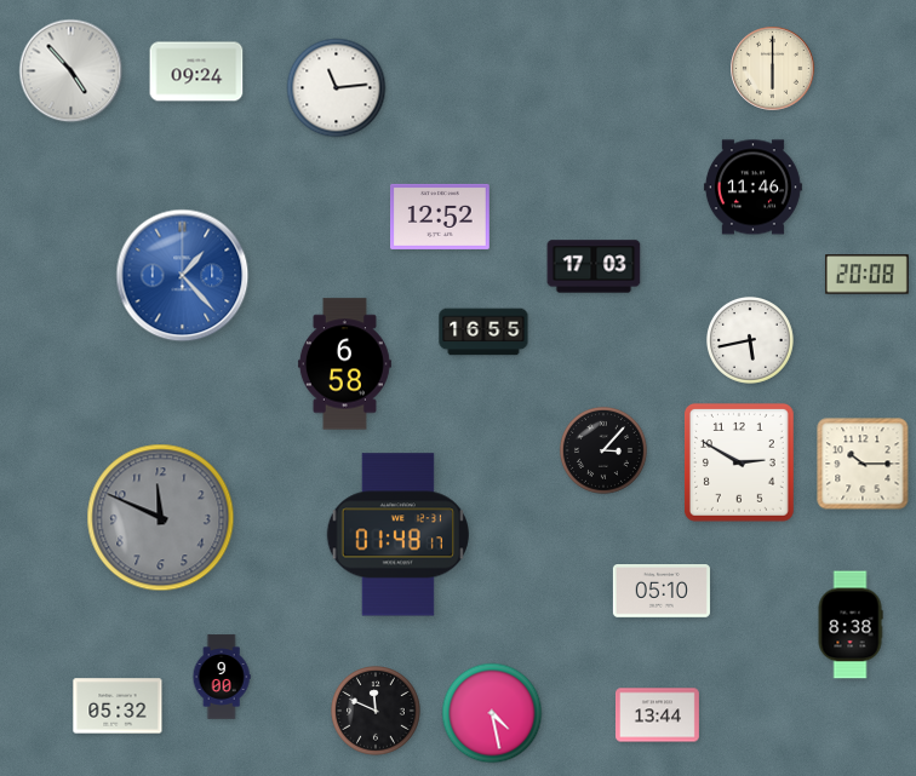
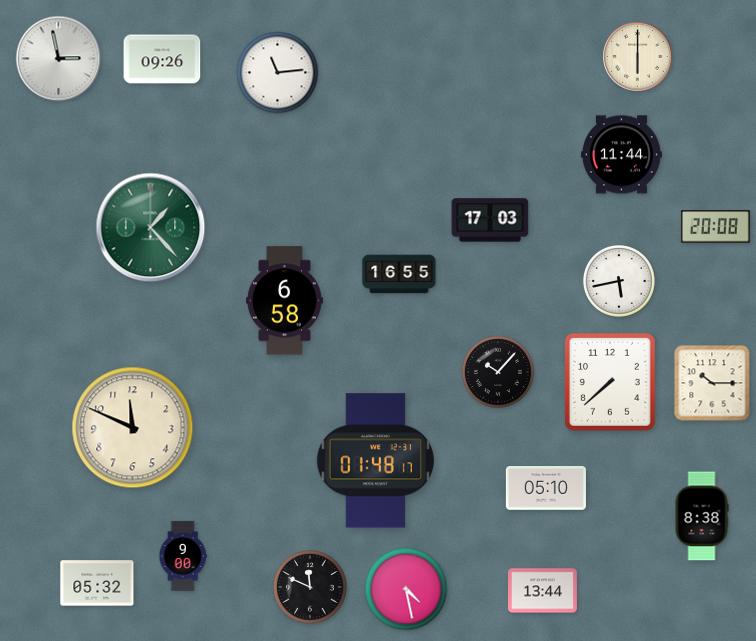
clock at (71, 71): 4:53 -> 2:58
clock at (196, 71): 09:24 -> 09:26
clock at (752, 188): 11:46 -> 11:44
clock at (441, 217): 12:52 -> none
clock at (183, 276) dial: blue -> green
clock at (603, 450): 3:07 -> 10:07
clock at (739, 462): 2:50 -> 7:38
clock at (161, 518) dial: grey -> cream
clock at (397, 535) position: (397, 535) -> (375, 461)
clock at (222, 677) position: (222, 677) -> (183, 556)
